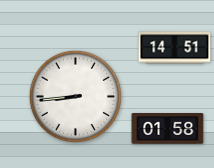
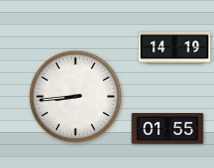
clock at (175, 48): 14:51 -> 14:19
clock at (168, 129): 01:58 -> 01:55
